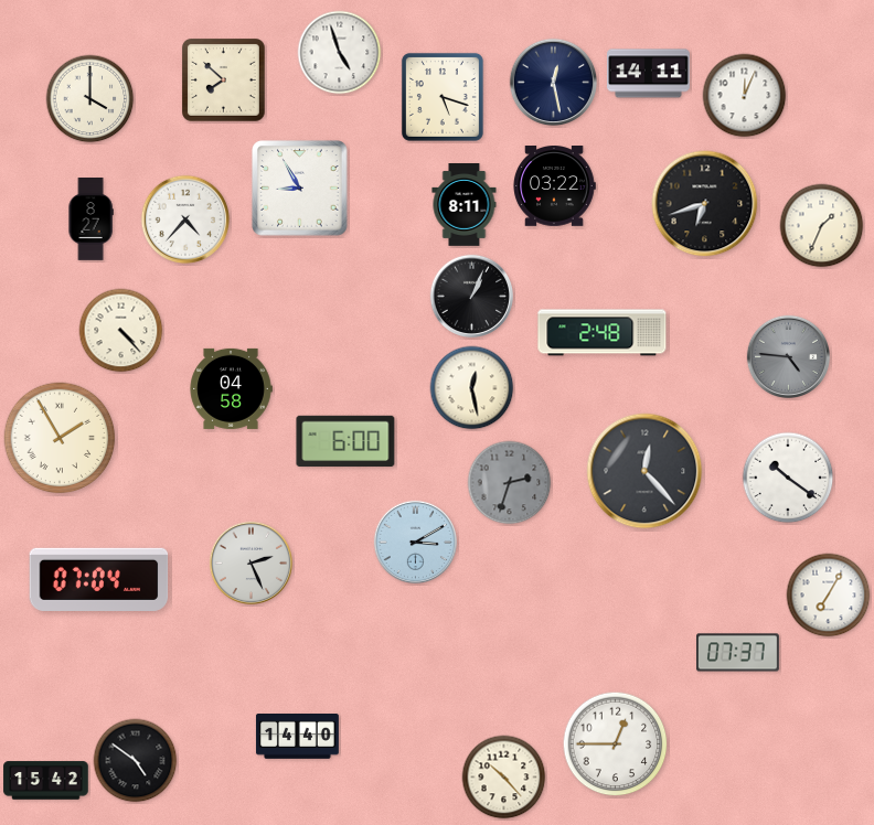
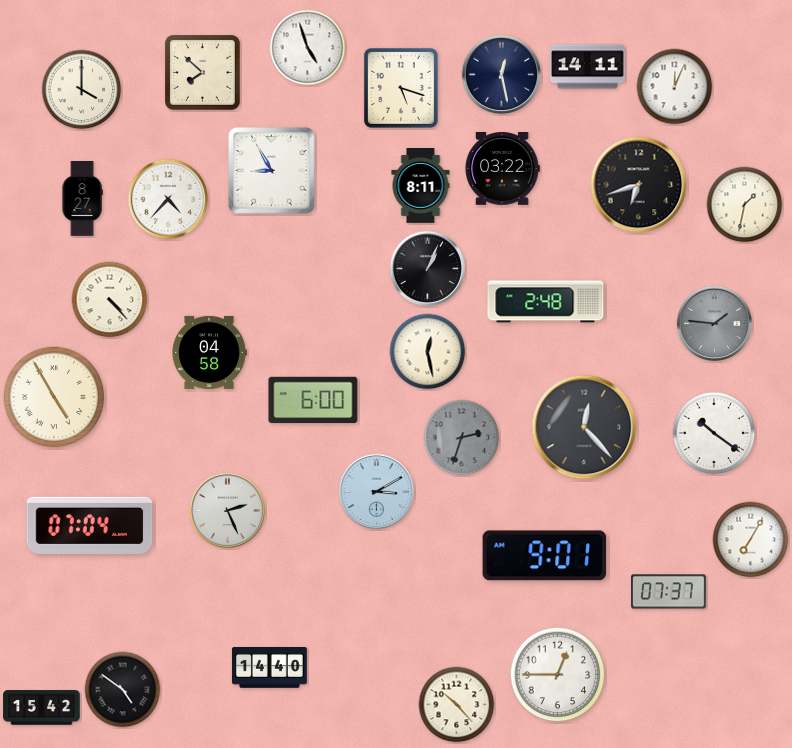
clock at (822, 226): 1:34 -> 1:32
clock at (788, 356): 4:46 -> 1:46
clock at (60, 438): 1:55 -> 4:55
clock at (545, 556): none -> 9:01
